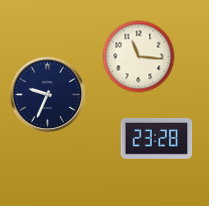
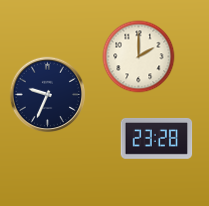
clock at (139, 57): 11:16 -> 2:00
